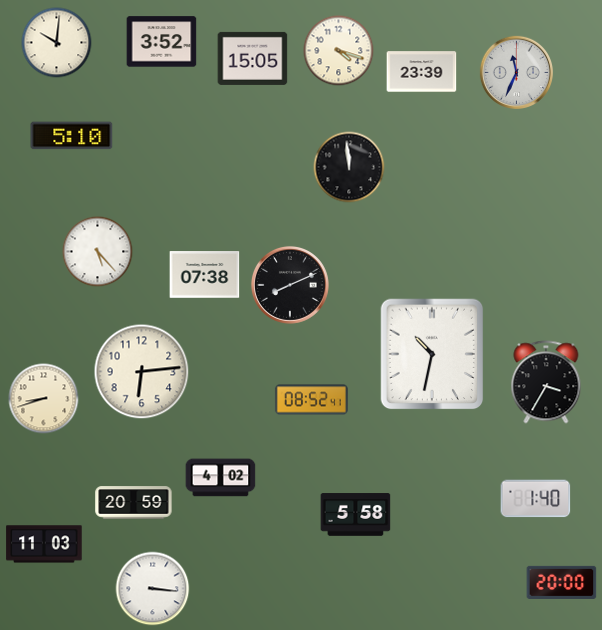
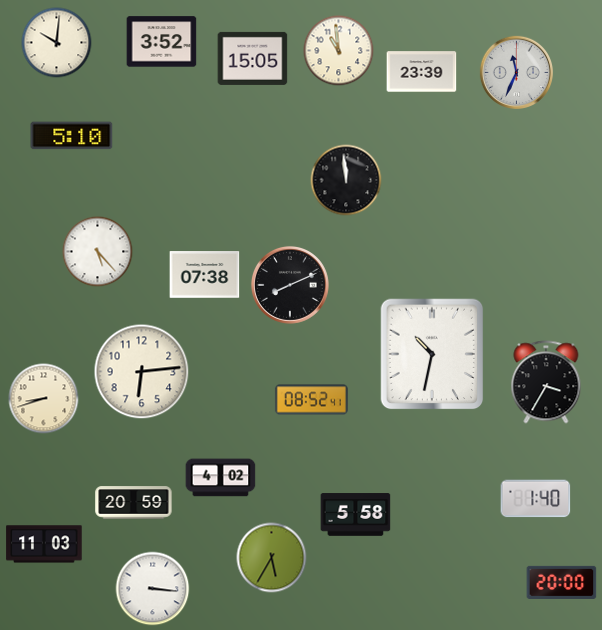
clock at (339, 51): 4:18 -> 10:59
clock at (349, 167) position: (349, 167) -> (346, 180)
clock at (272, 558): none -> 5:35
